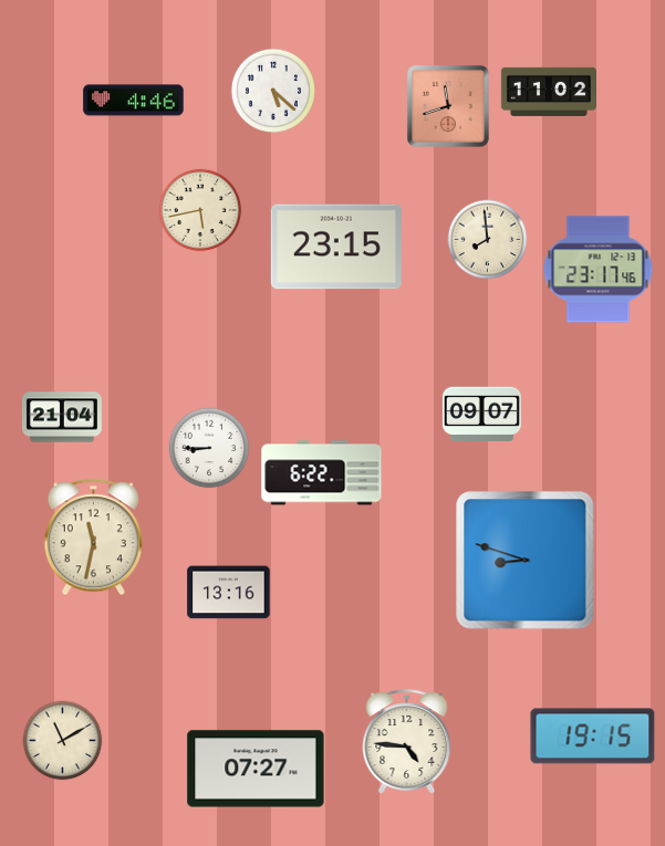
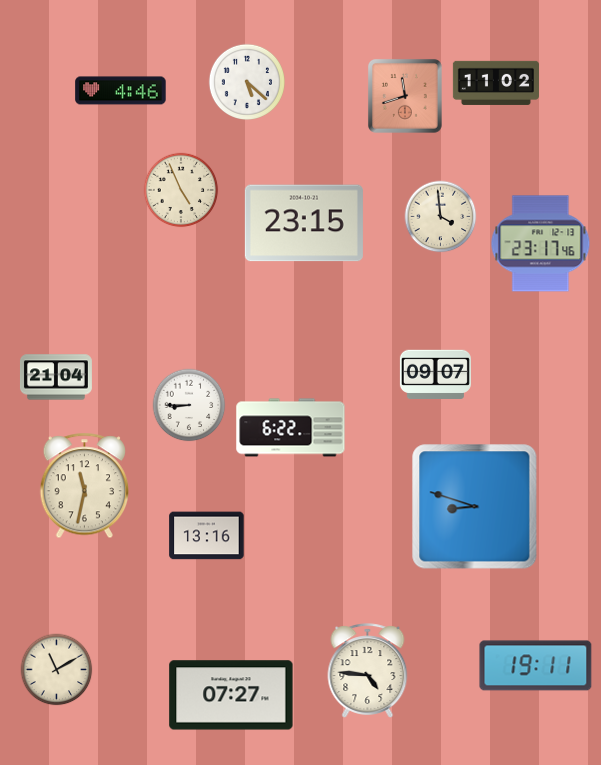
clock at (200, 210): 5:43 -> 4:56
clock at (488, 240): 7:59 -> 3:59
clock at (593, 737): 19:15 -> 19:11
